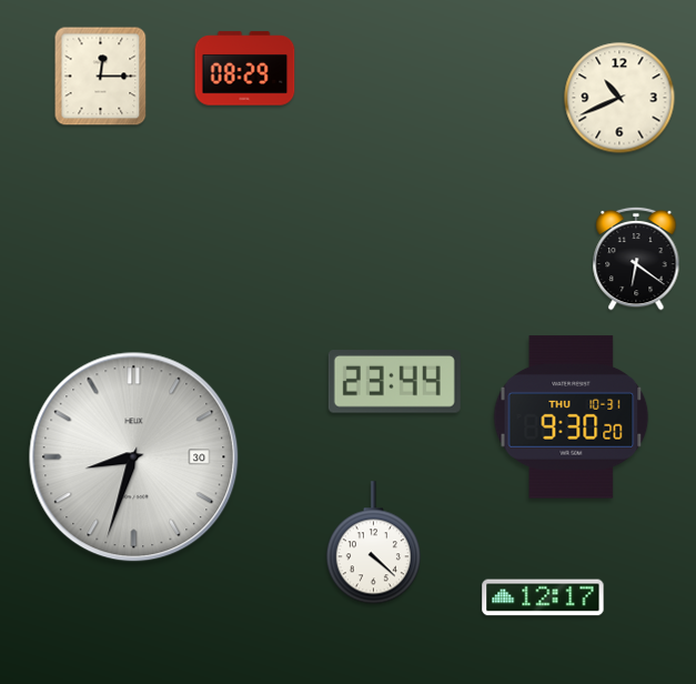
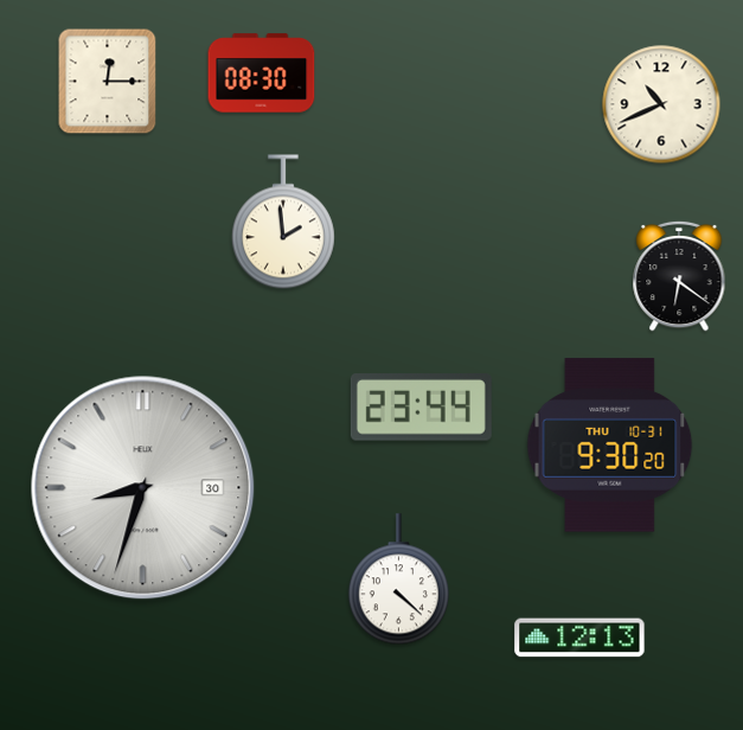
clock at (245, 69): 08:29 -> 08:30
clock at (283, 222): none -> 1:59
clock at (543, 597): 12:17 -> 12:13
